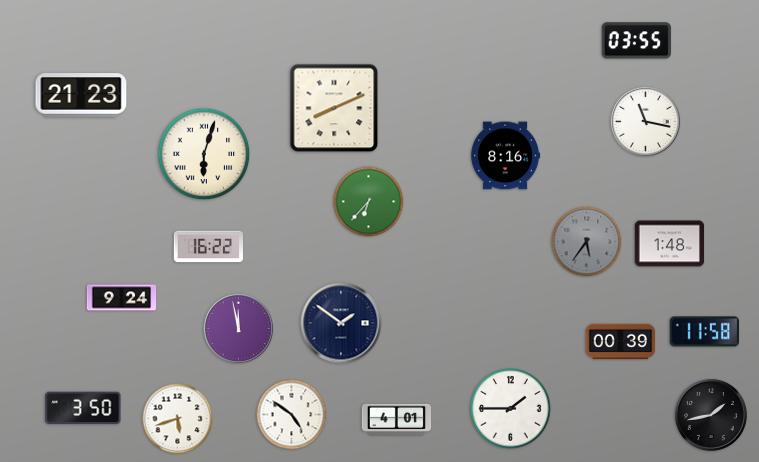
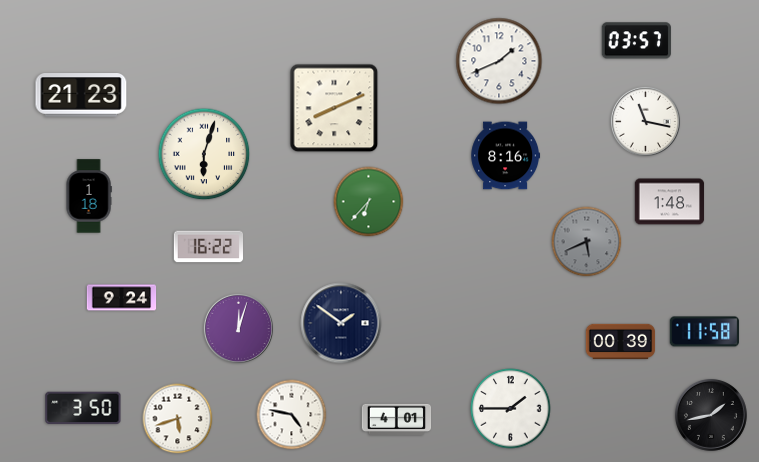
clock at (636, 41): 03:55 -> 03:57
clock at (499, 61): none -> 1:41
clock at (89, 196): none -> 1:18
clock at (587, 242): 5:36 -> 5:41
clock at (670, 244) position: (670, 244) -> (670, 202)
clock at (238, 328): 11:58 -> 12:03
clock at (292, 415): 4:51 -> 4:47
